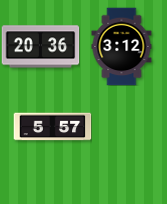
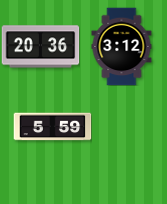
clock at (52, 127): 5:57 -> 5:59
